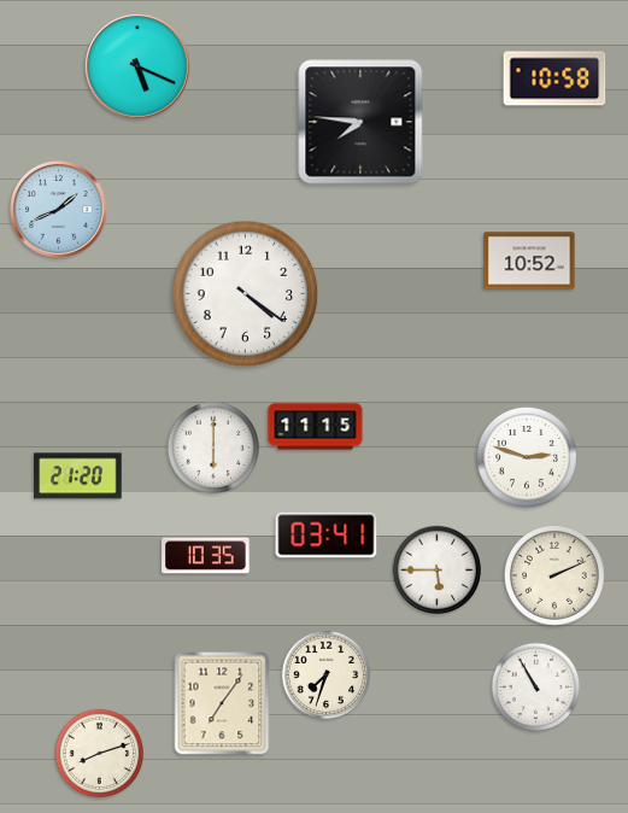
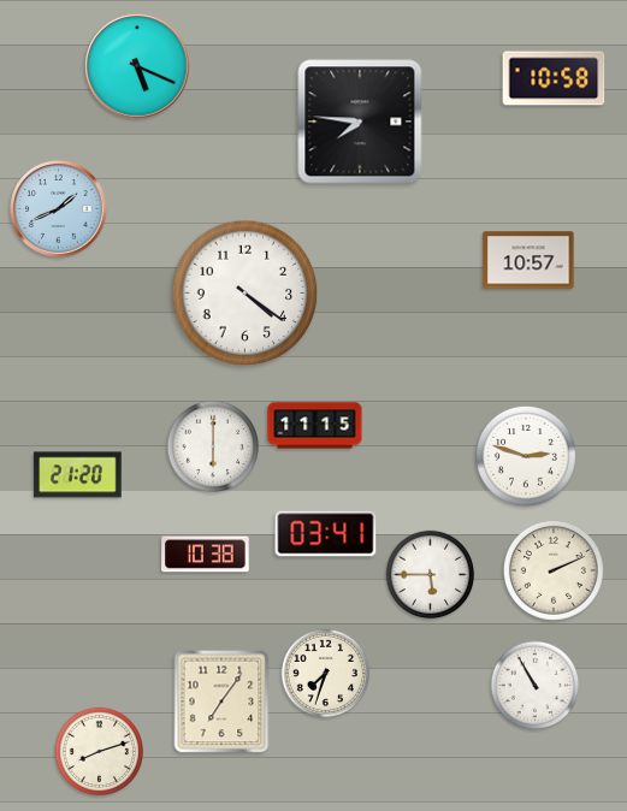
clock at (529, 261): 10:52 -> 10:57
clock at (206, 556): 10:35 -> 10:38
clock at (438, 571) position: (438, 571) -> (431, 575)
clock at (554, 575) position: (554, 575) -> (554, 570)
